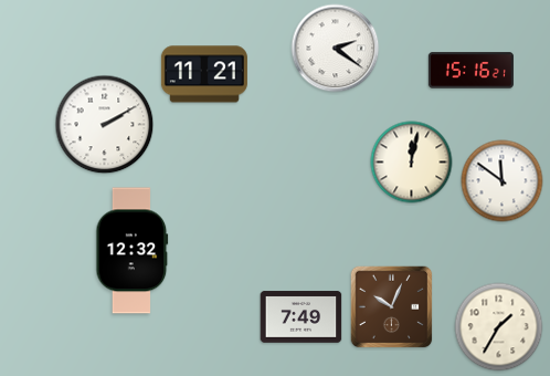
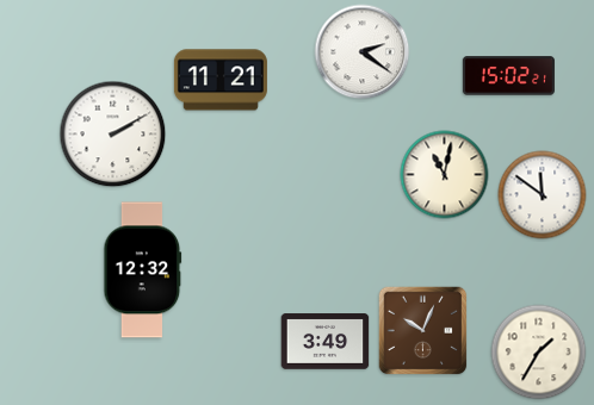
clock at (470, 71): 15:16 -> 15:02
clock at (412, 163): 12:02 -> 11:02
clock at (302, 317): 7:49 -> 3:49
